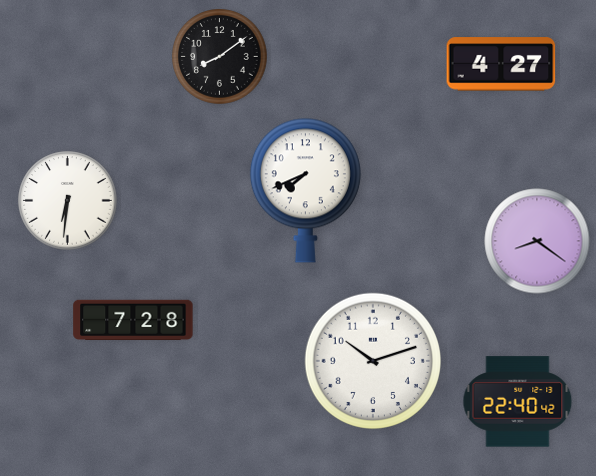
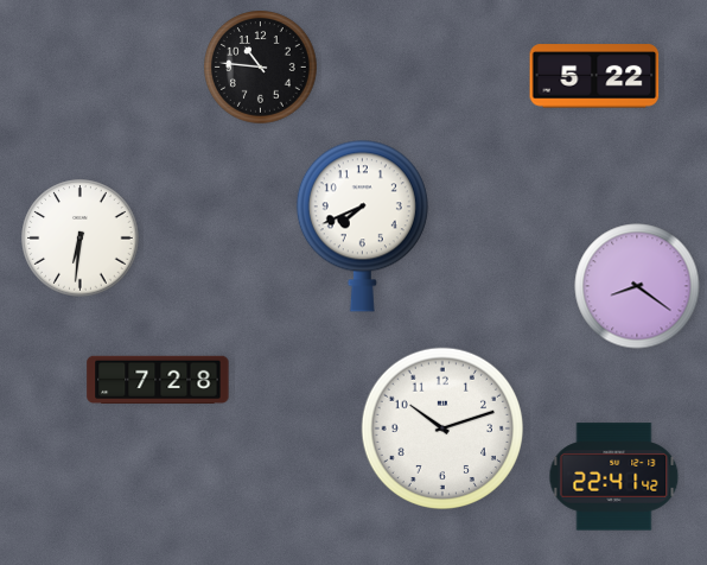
clock at (220, 57): 8:09 -> 10:46
clock at (501, 64): 4:27 -> 5:22
clock at (518, 402): 22:40 -> 22:41
